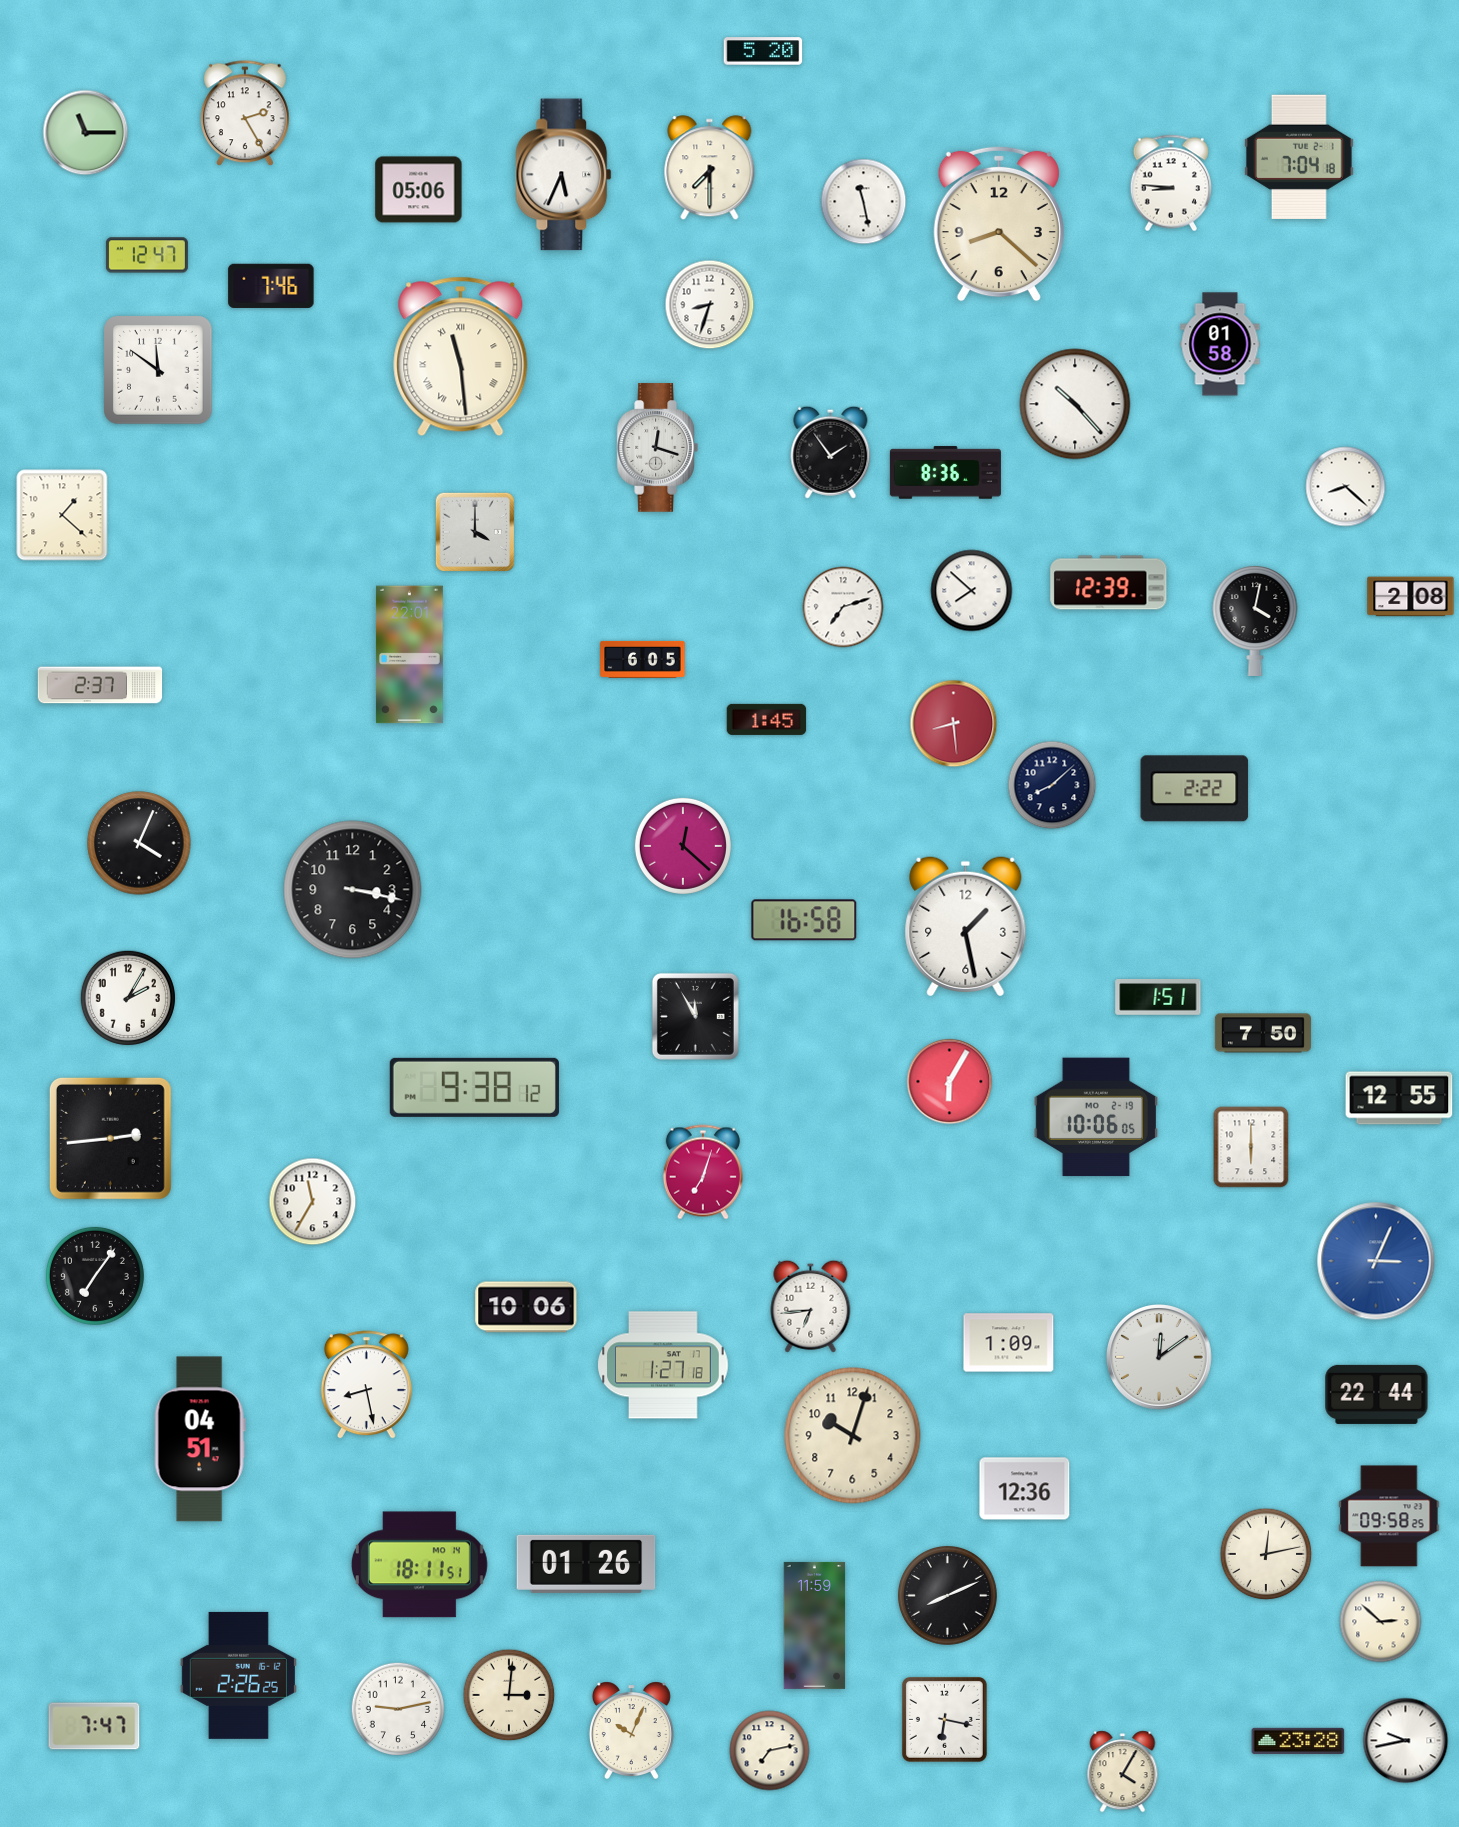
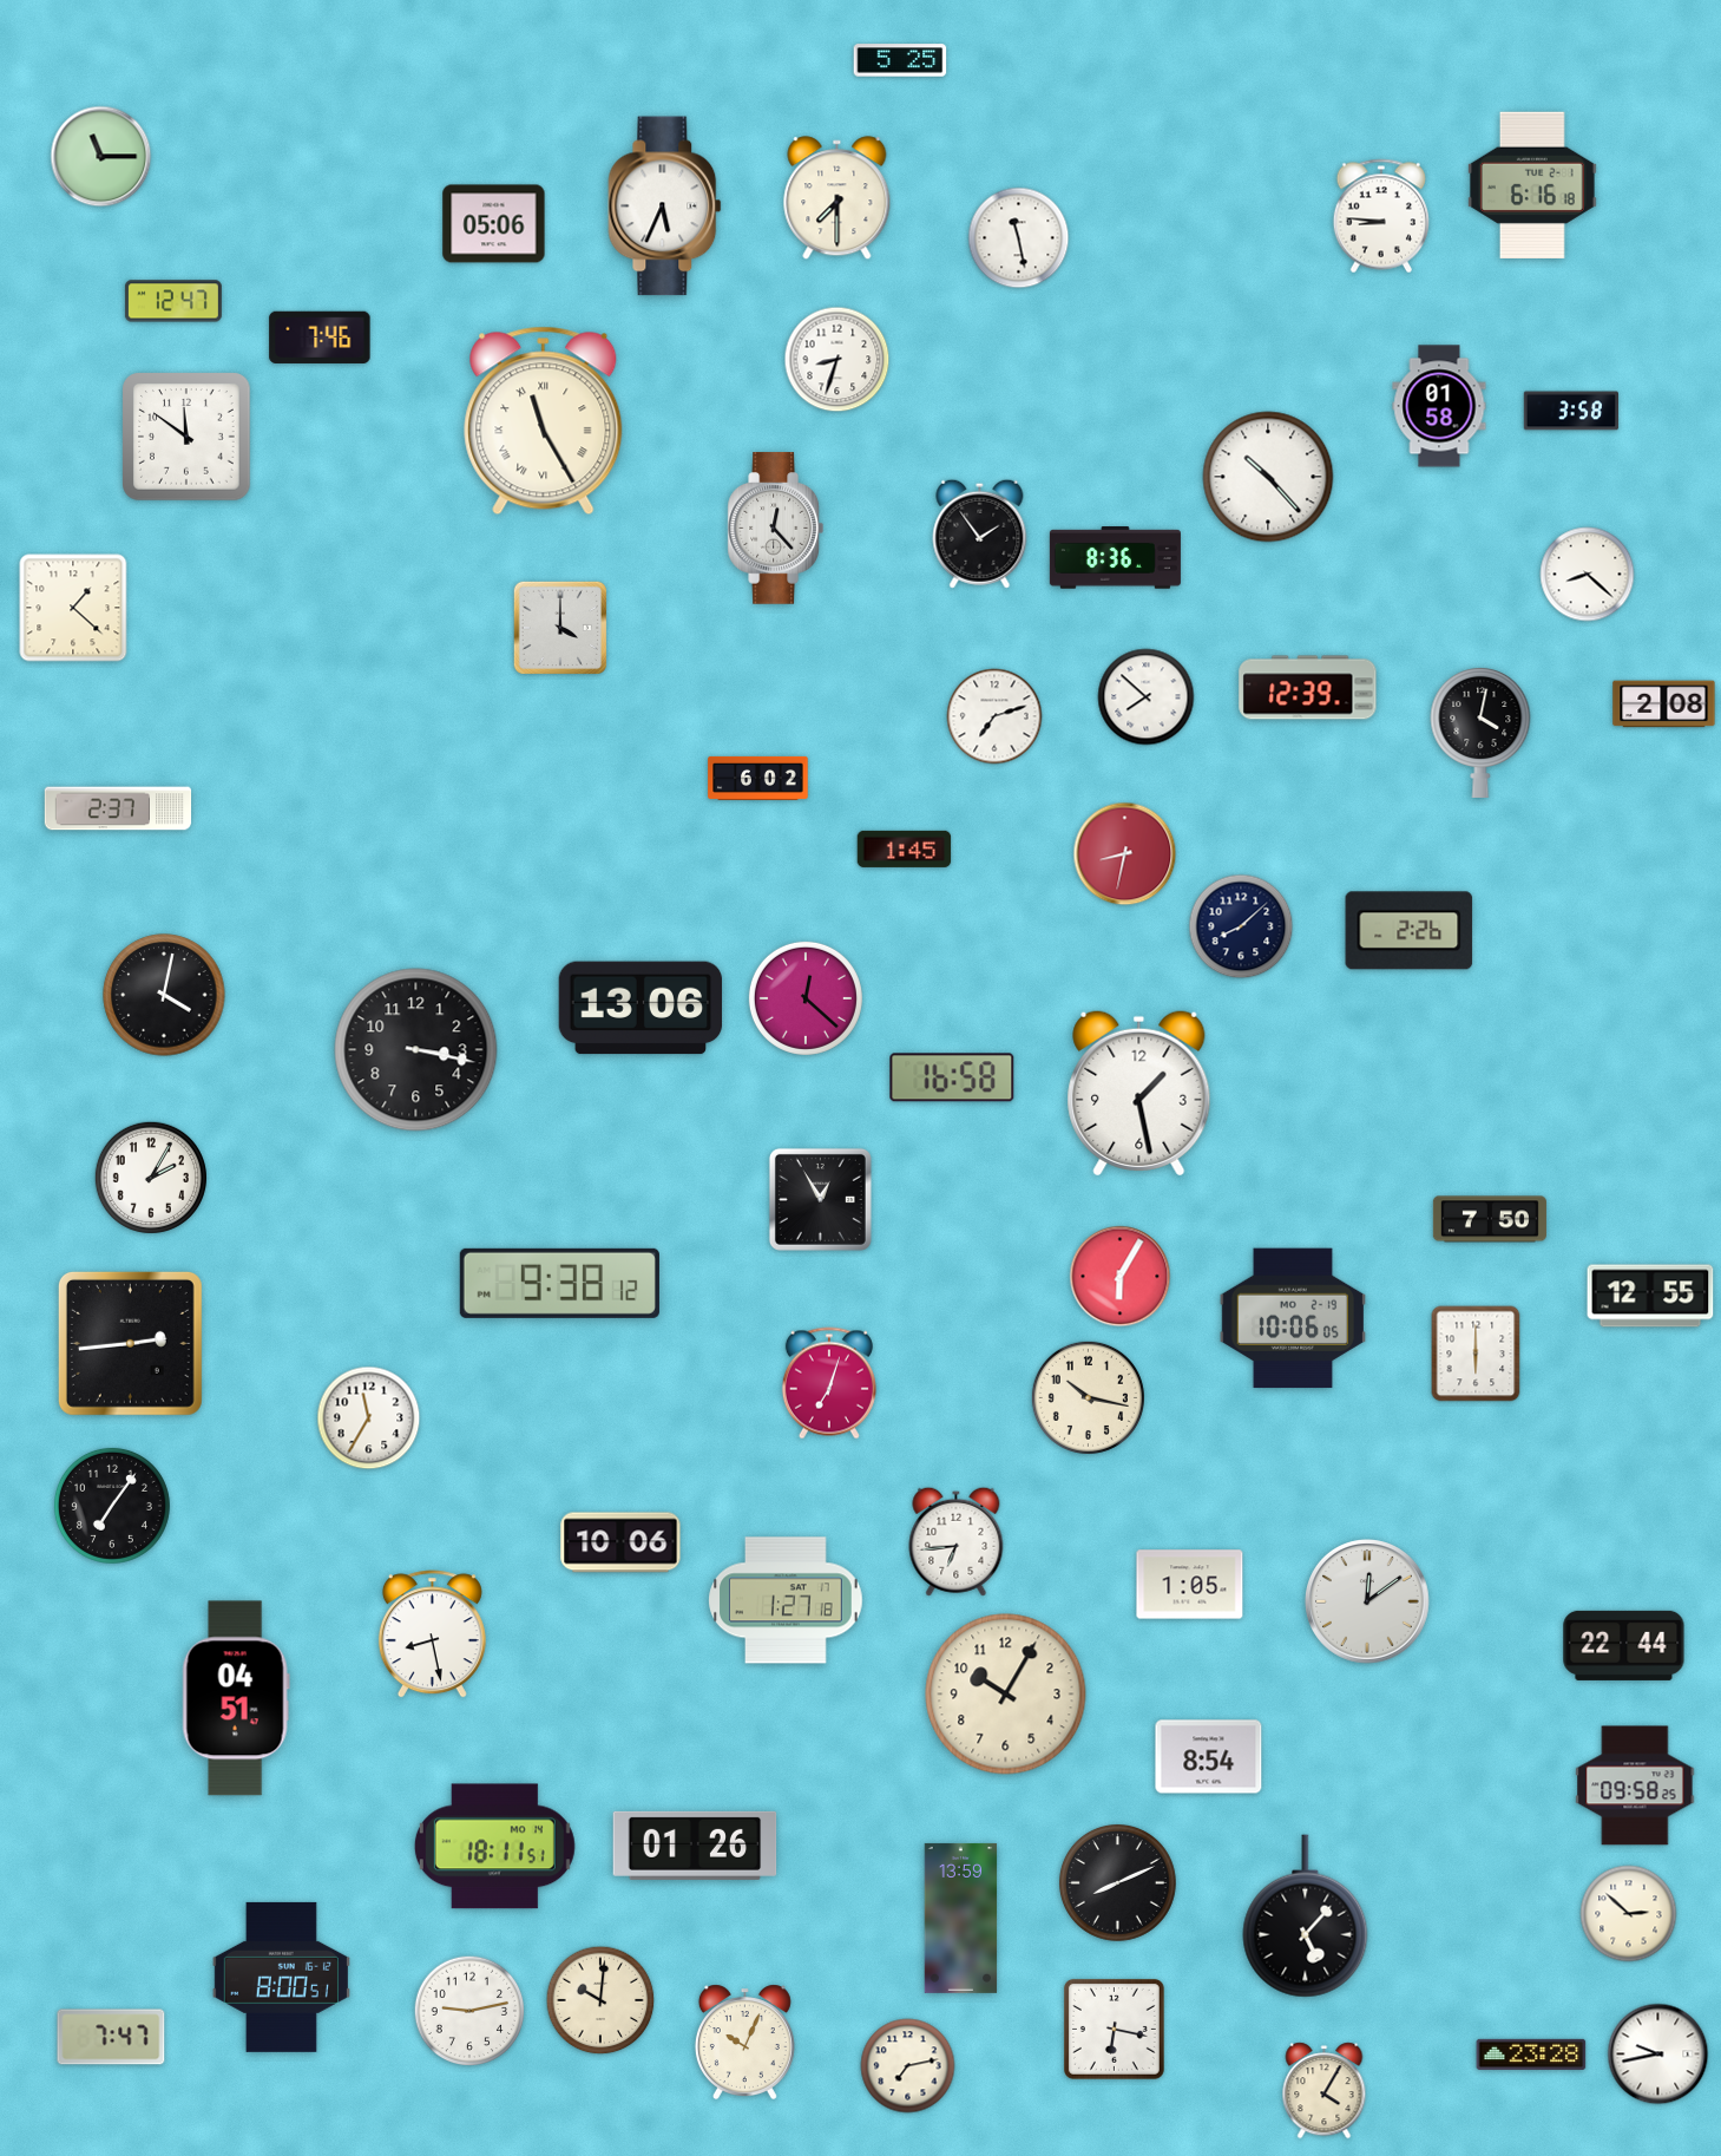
clock at (763, 51): 5:20 -> 5:25
clock at (245, 114): 2:25 -> none
clock at (1299, 157): 7:04 -> 6:16
clock at (999, 224): 8:22 -> none
clock at (1570, 411): none -> 3:58
clock at (461, 357): 11:29 -> 11:25
clock at (657, 448): 12:18 -> 12:23
clock at (409, 655): 22:01 -> none
clock at (643, 659): 6:05 -> 6:02
clock at (954, 724): 8:29 -> 8:32
clock at (1195, 789): 2:22 -> 2:26
clock at (139, 843): 4:04 -> 4:02
clock at (641, 1008): none -> 13:06
clock at (804, 920) position: (804, 920) -> (952, 1077)
clock at (1158, 998): 1:51 -> none
clock at (695, 1016): 11:55 -> 12:55
clock at (1088, 1397): none -> 10:17
clock at (1376, 1261): 3:04 -> none
clock at (1009, 1343): 1:09 -> 1:05
clock at (663, 1365) position: (663, 1365) -> (786, 1600)
clock at (853, 1436): 10:03 -> 10:05
clock at (1025, 1489): 12:36 -> 8:54
clock at (1389, 1516) position: (1389, 1516) -> (1635, 1785)
clock at (1266, 1554): 12:13 -> none
clock at (586, 1564) position: (586, 1564) -> (695, 1846)
clock at (1306, 1916): none -> 5:07
clock at (815, 1625): 11:59 -> 13:59
clock at (238, 1675): 2:26 -> 8:00
clock at (509, 1695): 3:01 -> 10:01
clock at (398, 1709) position: (398, 1709) -> (469, 2011)
